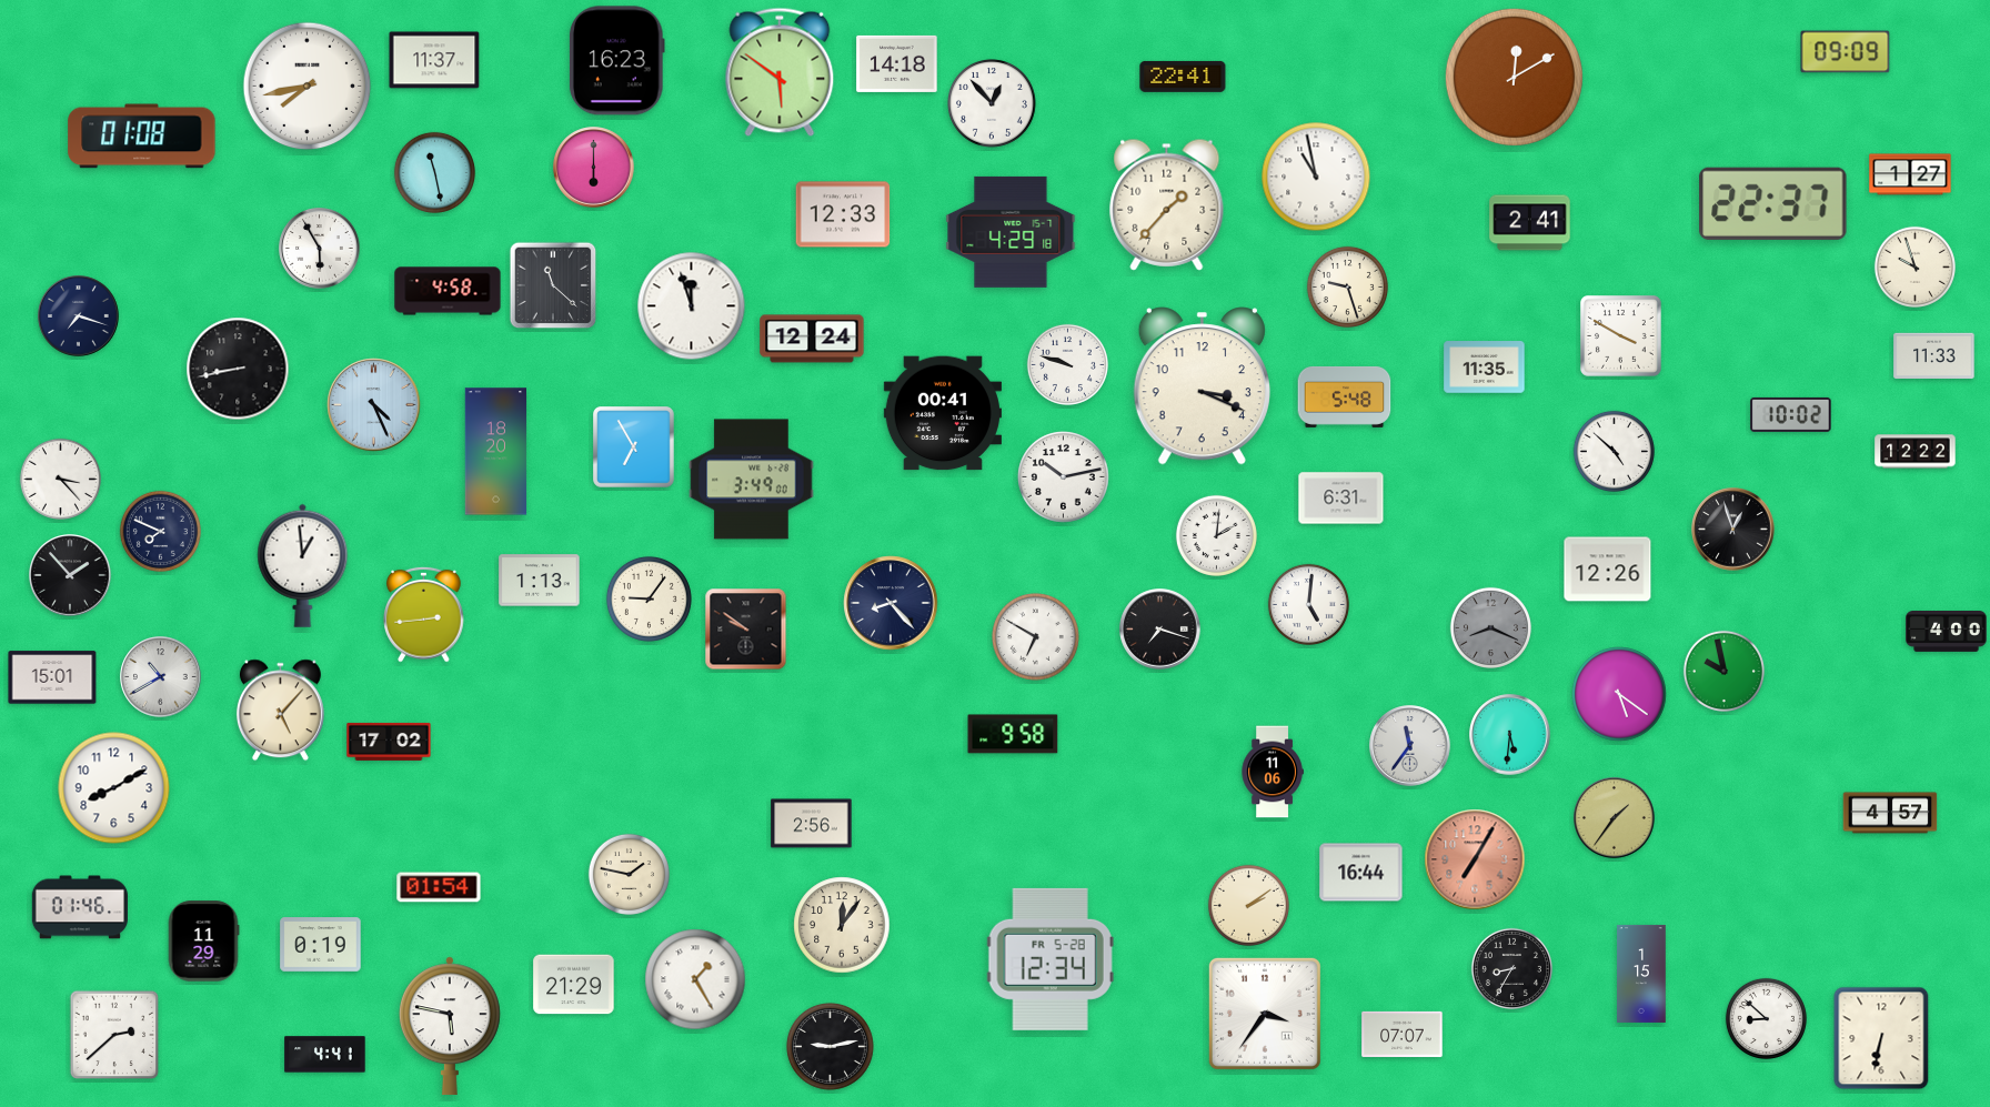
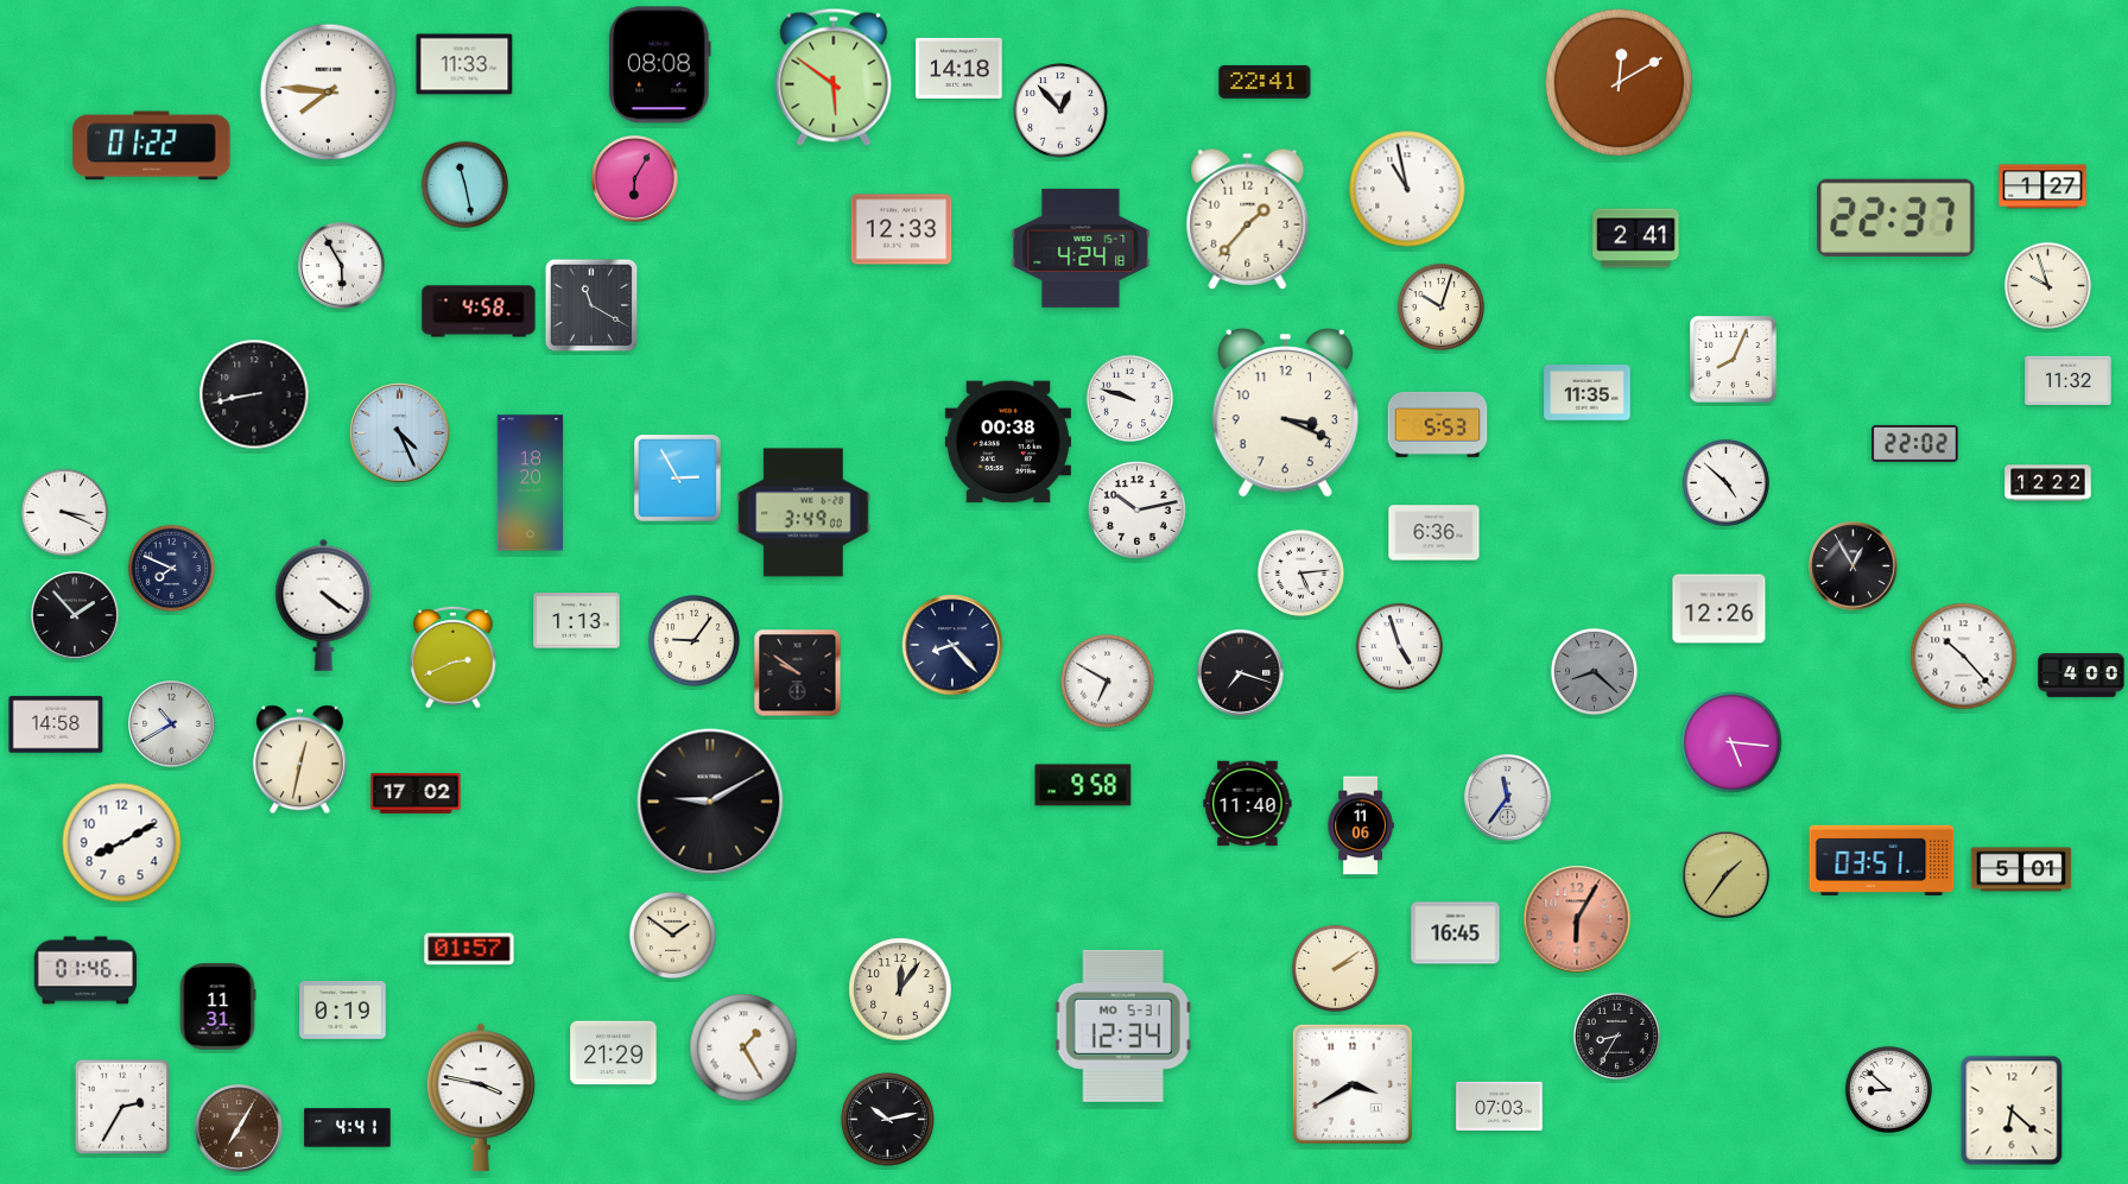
clock at (1846, 52): 09:09 -> none
clock at (434, 60): 11:37 -> 11:33
clock at (616, 61): 16:23 -> 08:08
clock at (308, 87): 7:43 -> 7:46
clock at (142, 137): 01:08 -> 01:22
clock at (594, 168): 6:00 -> 6:05
clock at (1011, 232): 4:29 -> 4:24
clock at (553, 285): 11:22 -> 11:20
clock at (1347, 286): 9:27 -> 10:03
clock at (692, 306): 11:57 -> none
clock at (79, 316): 7:18 -> none
clock at (1621, 336): 3:50 -> 8:04
clock at (812, 339): 12:24 -> none
clock at (1934, 355): 11:33 -> 11:32
clock at (1067, 364) position: (1067, 364) -> (1129, 398)
clock at (1345, 396): 5:48 -> 5:53
clock at (943, 413): 00:41 -> 00:38
clock at (1791, 414): 10:02 -> 22:02
clock at (634, 447): 6:55 -> 2:55
clock at (60, 479): 3:23 -> 3:19
clock at (1341, 499): 6:31 -> 6:36
clock at (1733, 530): 12:57 -> 12:55
clock at (1216, 535): 2:01 -> 5:14
clock at (303, 565): 12:59 -> 4:21
clock at (1308, 604): 5:01 -> 4:57
clock at (424, 614): 2:44 -> 2:41
clock at (1964, 657): none -> 10:23
clock at (1490, 627): 8:19 -> 8:22
clock at (1723, 671): 9:58 -> none
clock at (52, 677): 15:01 -> 14:58
clock at (1619, 694): 5:21 -> 5:16
clock at (280, 711): 5:07 -> 12:32
clock at (1510, 735): 5:31 -> none
clock at (710, 802): none -> 9:10
clock at (1248, 804): none -> 11:40
clock at (1882, 860): none -> 03:51
clock at (1890, 813): 4:57 -> 5:01
clock at (812, 824): 2:56 -> none
clock at (1475, 859): 7:05 -> 6:05
clock at (1361, 873): 16:44 -> 16:45
clock at (629, 874): 1:47 -> 1:51
clock at (439, 887): 01:54 -> 01:57
clock at (203, 942): 11:29 -> 11:31
clock at (1051, 959) date: FR 5-28 -> MO 5-31
clock at (1641, 974): 1:15 -> none
clock at (1265, 1014): 3:36 -> 3:40
clock at (450, 1026): 5:47 -> 3:47
clock at (1403, 1034): 07:07 -> 07:03
clock at (114, 1035): 2:38 -> 2:35
clock at (1881, 1038): 6:32 -> 6:22
clock at (830, 1046): 9:13 -> 10:13
clock at (239, 1128): none -> 7:05
